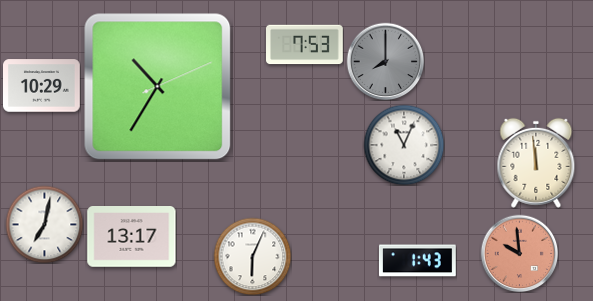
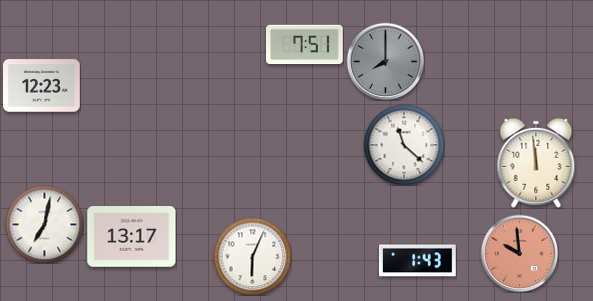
clock at (305, 45): 7:53 -> 7:51
clock at (42, 86): 10:29 -> 12:23
clock at (158, 87): 10:35 -> none
clock at (404, 145): 11:04 -> 11:22
